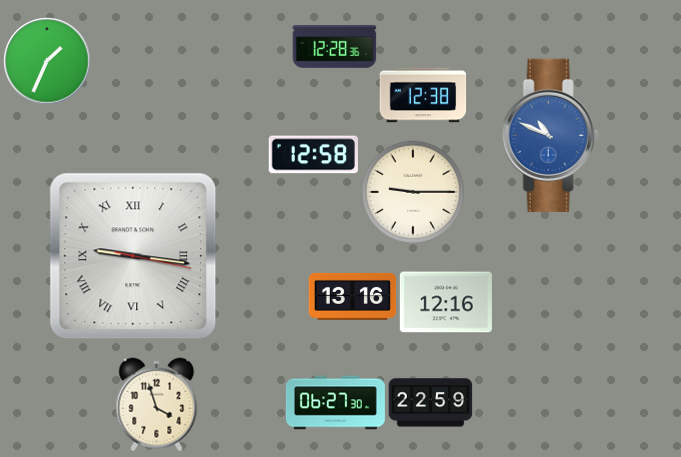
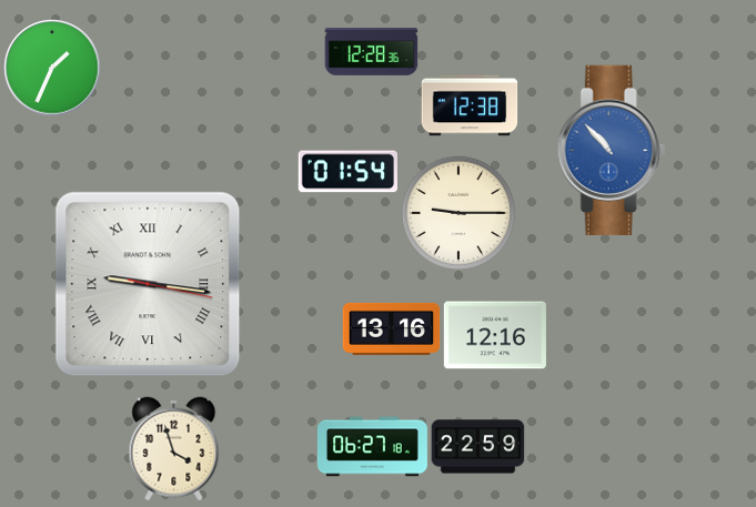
clock at (550, 135): 10:49 -> 10:53
clock at (313, 155): 12:58 -> 01:54
clock at (335, 403): 06:27:30 -> 06:27:18
